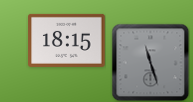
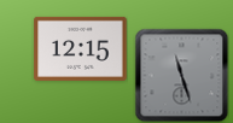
clock at (67, 40): 18:15 -> 12:15
